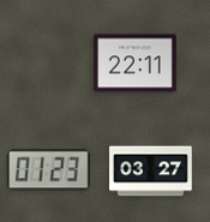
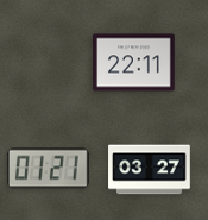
clock at (48, 170): 01:23 -> 01:21
